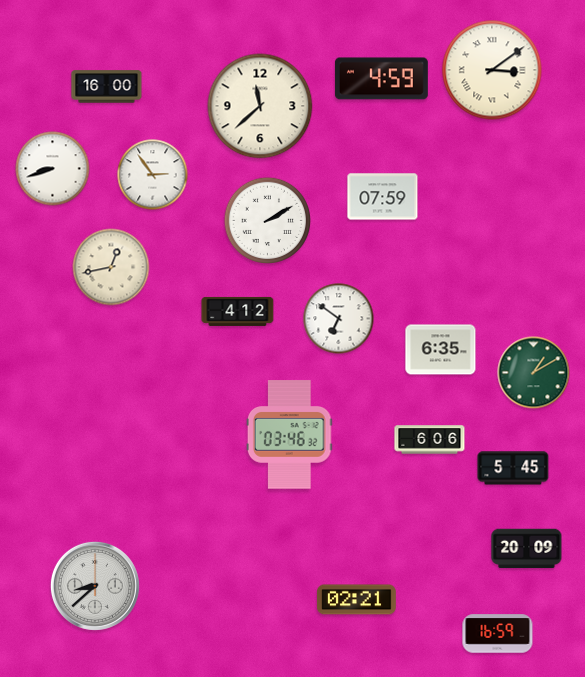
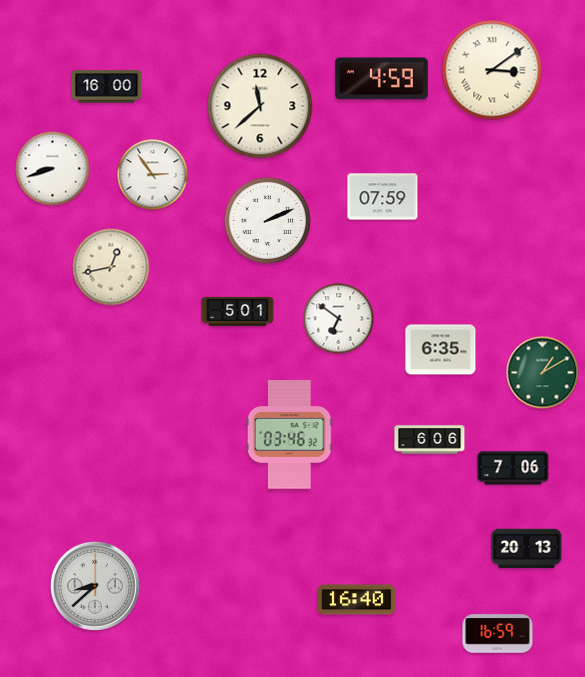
clock at (267, 220): 2:10 -> 2:11
clock at (238, 311): 4:12 -> 5:01
clock at (534, 373) position: (534, 373) -> (543, 373)
clock at (513, 468): 5:45 -> 7:06
clock at (527, 549): 20:09 -> 20:13
clock at (356, 600): 02:21 -> 16:40
